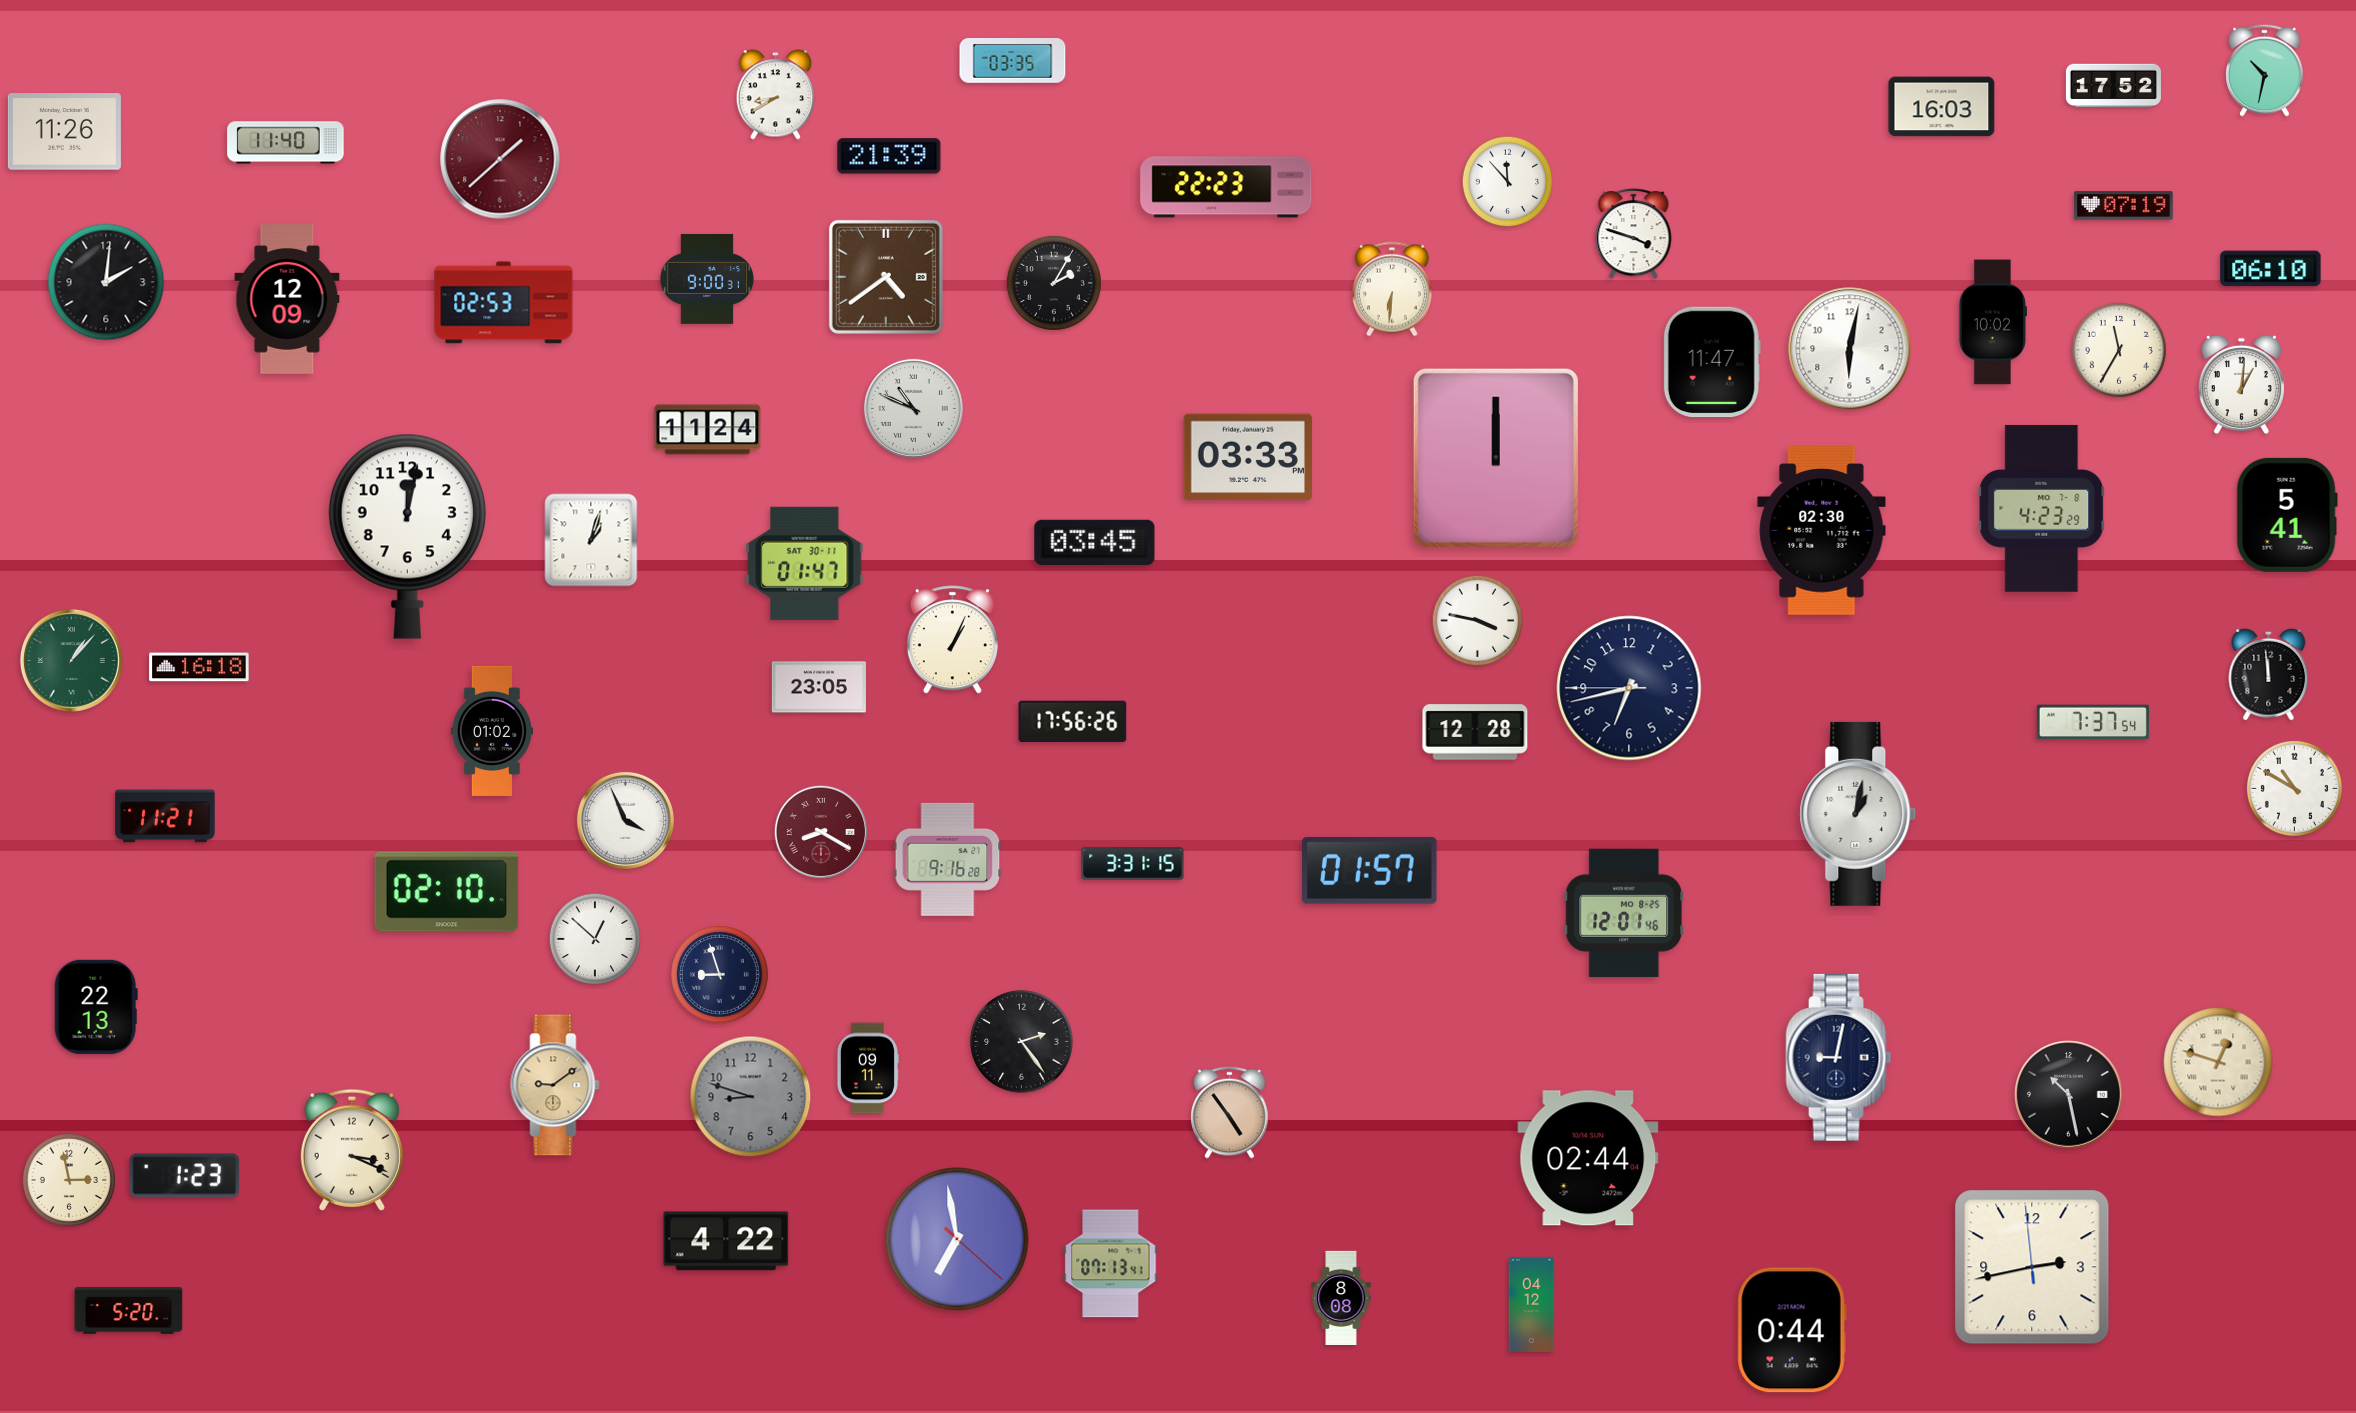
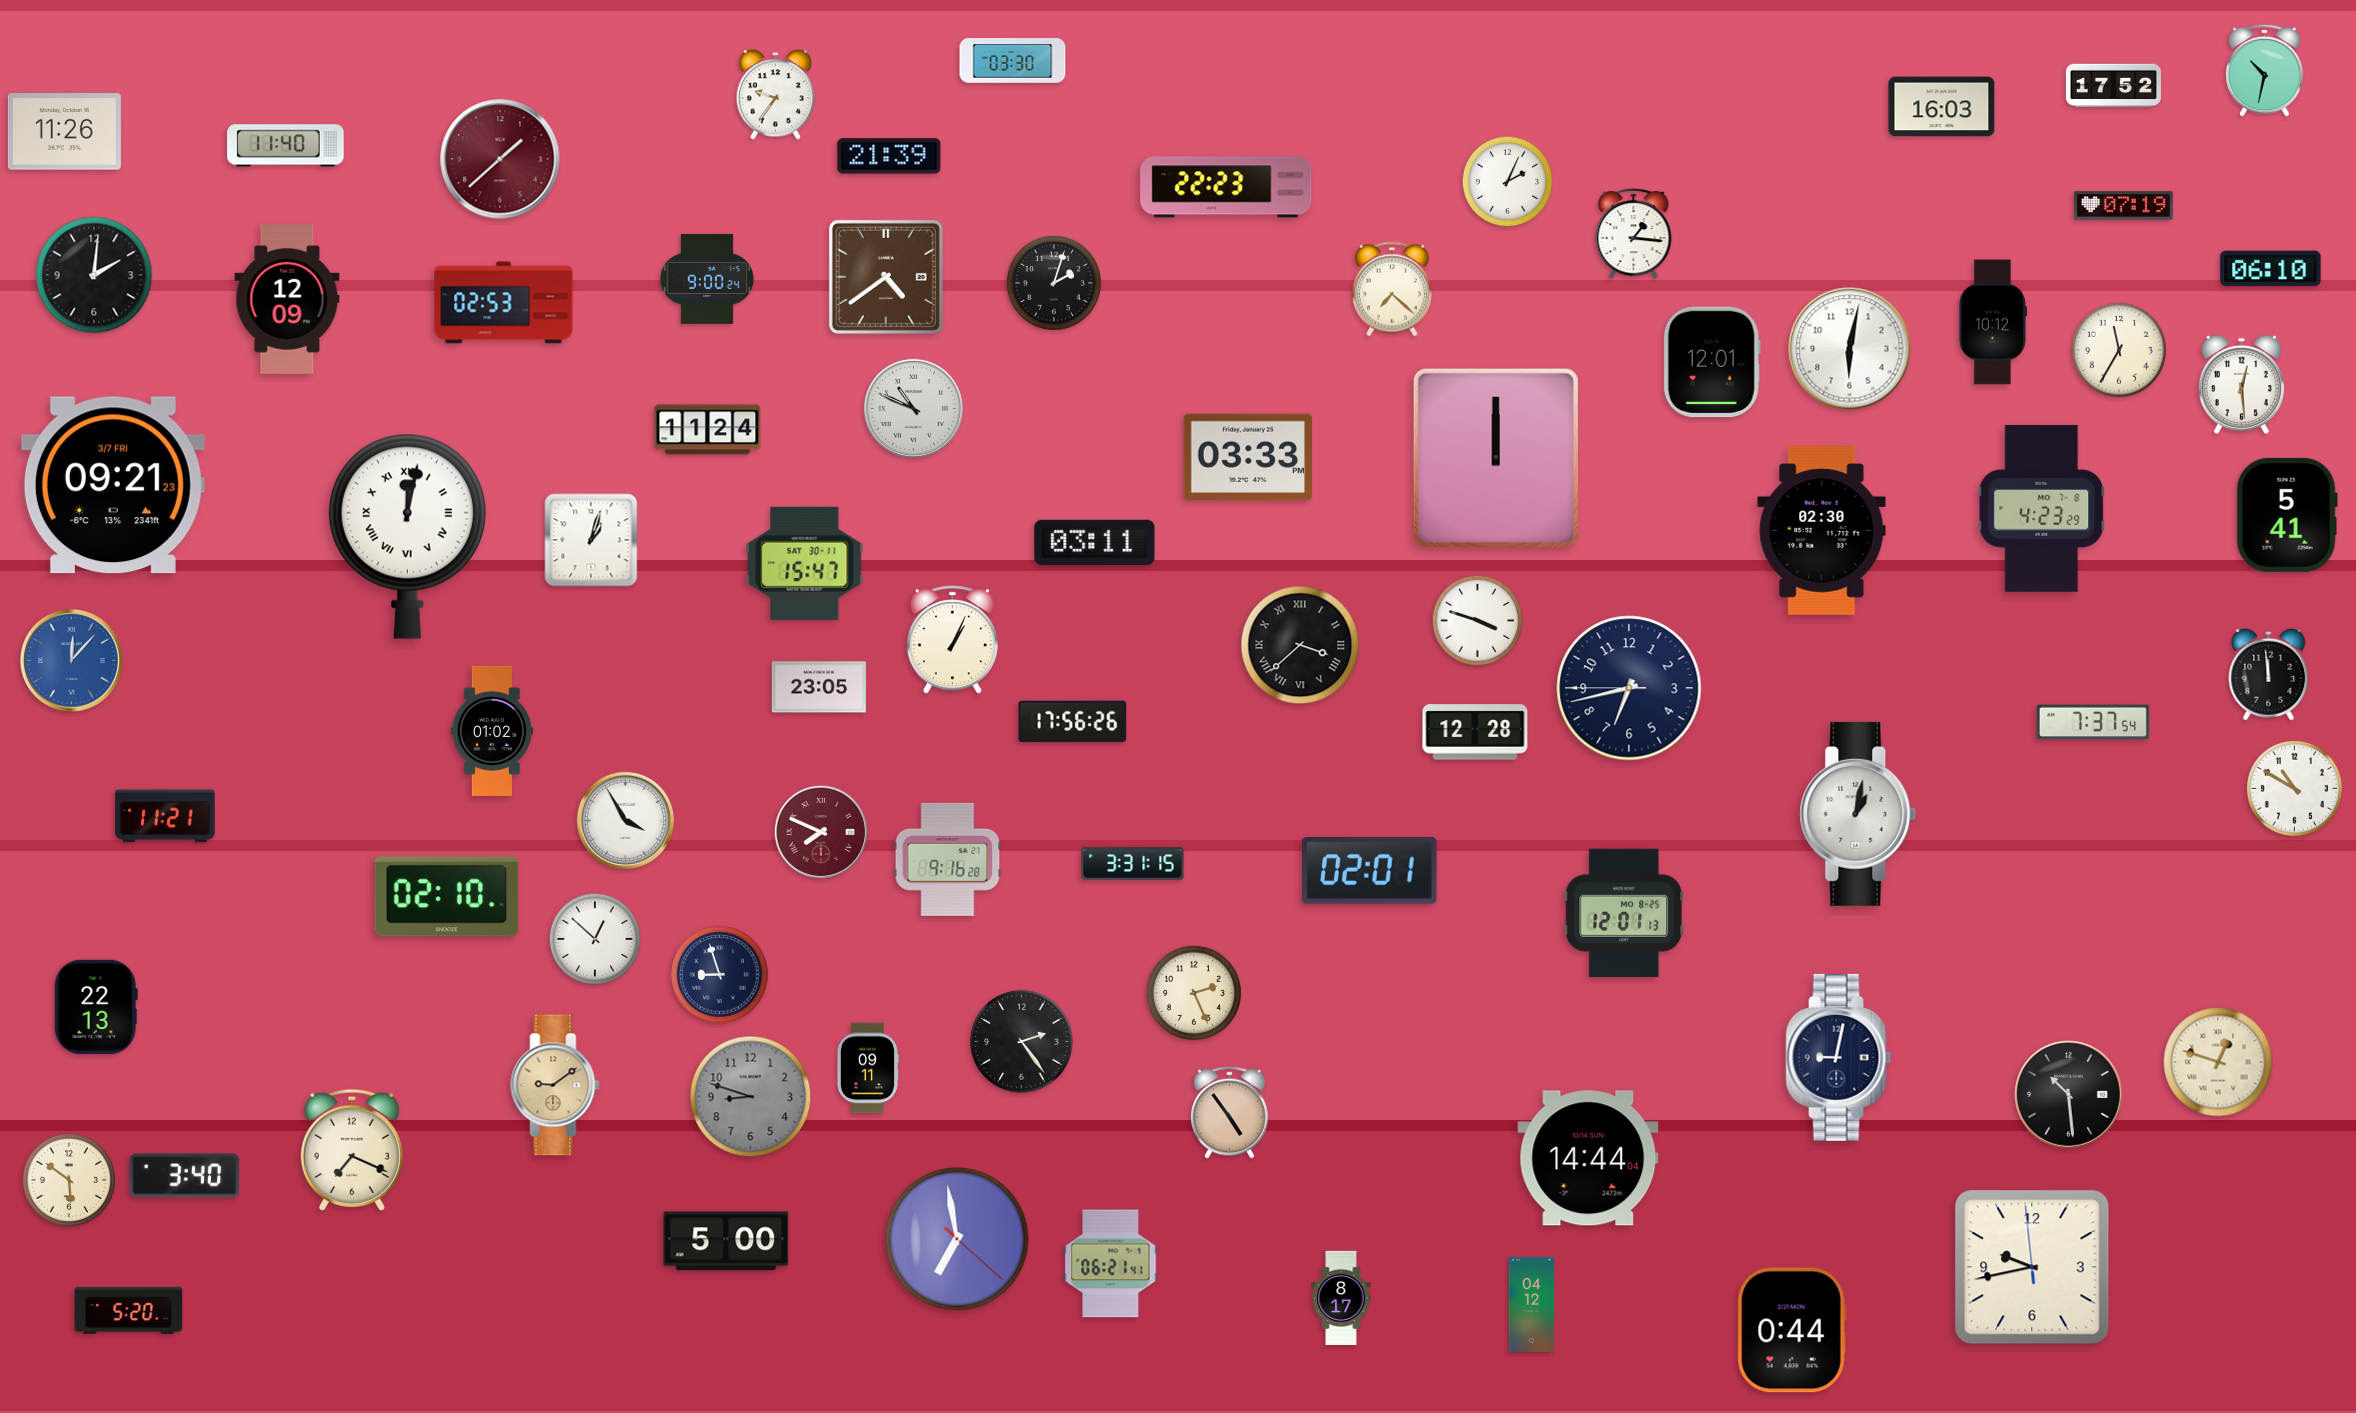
clock at (1013, 61): 03:35 -> 03:30
clock at (776, 95): 8:40 -> 9:36
clock at (286, 143) position: (286, 143) -> (286, 146)
clock at (1508, 182): 11:53 -> 2:04
clock at (1634, 234): 3:48 -> 1:16
clock at (707, 279): 9:00:31 -> 9:00:24
clock at (106, 282) position: (106, 282) -> (94, 275)
clock at (1054, 283): 2:05 -> 2:03
clock at (1392, 289): 6:31 -> 7:22
clock at (1992, 322): 10:02 -> 10:12
clock at (1712, 362): 11:47 -> 12:01
clock at (2241, 385): 1:01 -> 12:29
clock at (113, 485): none -> 09:21
clock at (407, 536) numerals: Arabic -> Roman
clock at (1095, 542): 03:45 -> 03:11
clock at (805, 563): 01:47 -> 15:47
clock at (1478, 621): 3:47 -> 3:48
clock at (1300, 645): none -> 3:38
clock at (71, 660): 1:07 -> 12:07
clock at (71, 660) dial: green -> blue
clock at (199, 667): 16:18 -> none
clock at (625, 820): 3:56 -> 3:55
clock at (820, 831): 8:20 -> 7:49
clock at (1370, 870): 01:57 -> 02:01
clock at (447, 892) position: (447, 892) -> (447, 897)
clock at (1624, 913): 12:01:46 -> 12:01:13
clock at (1194, 993): none -> 2:26
clock at (2069, 1095): 10:28 -> 10:29
clock at (352, 1150): 3:19 -> 7:19
clock at (1588, 1158): 02:44 -> 14:44
clock at (185, 1176): 1:23 -> 3:40
clock at (69, 1180): 2:58 -> 5:51
clock at (726, 1241): 4:22 -> 5:00
clock at (1111, 1264): 07:13 -> 06:21
clock at (2032, 1267): 2:42 -> 9:42
clock at (1341, 1298): 8:08 -> 8:17
